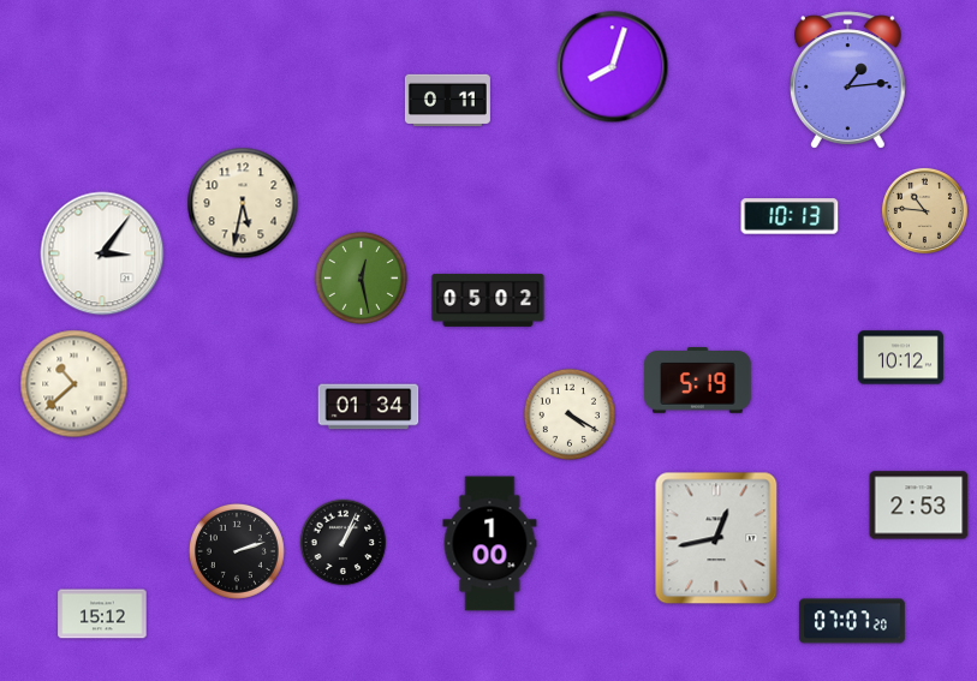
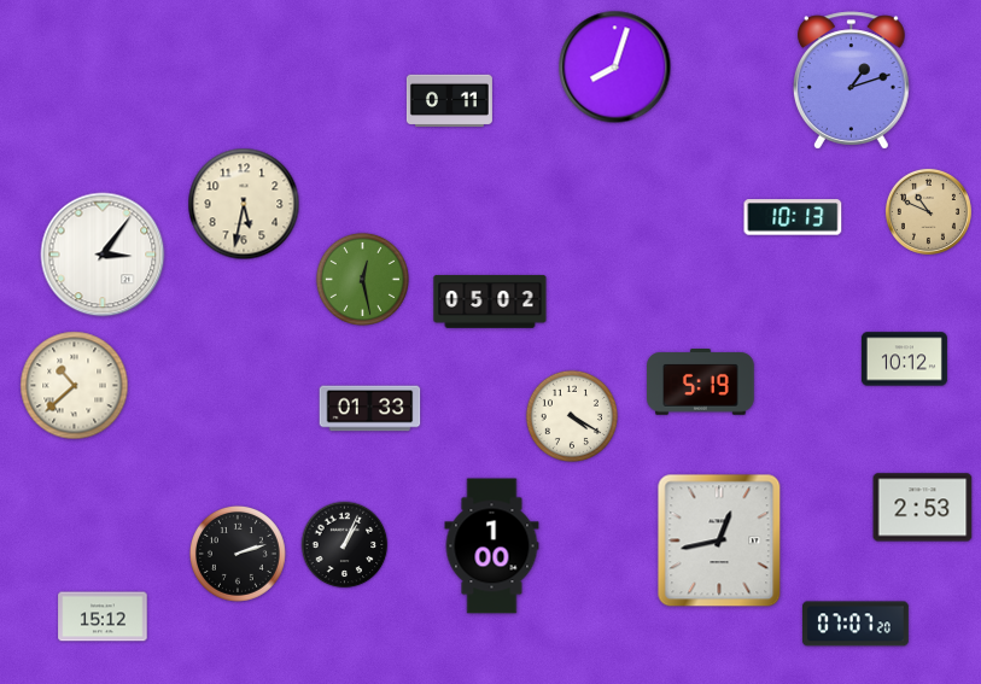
clock at (847, 80): 1:14 -> 1:12
clock at (924, 210): 10:46 -> 10:49
clock at (369, 407): 01:34 -> 01:33
